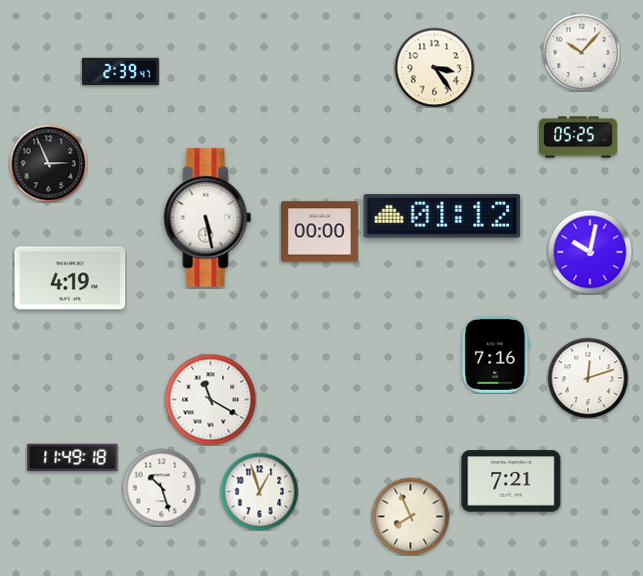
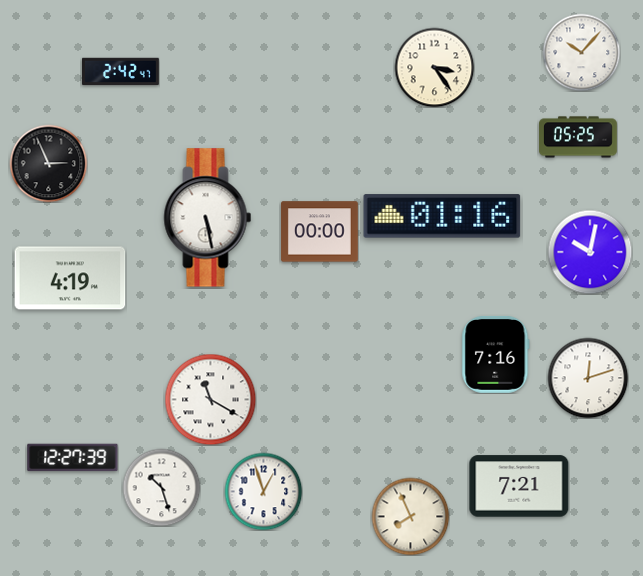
clock at (121, 72): 2:39 -> 2:42
clock at (442, 216): 01:12 -> 01:16
clock at (73, 458): 11:49 -> 12:27
clock at (511, 481) position: (511, 481) -> (519, 486)
clock at (259, 491) position: (259, 491) -> (263, 491)
